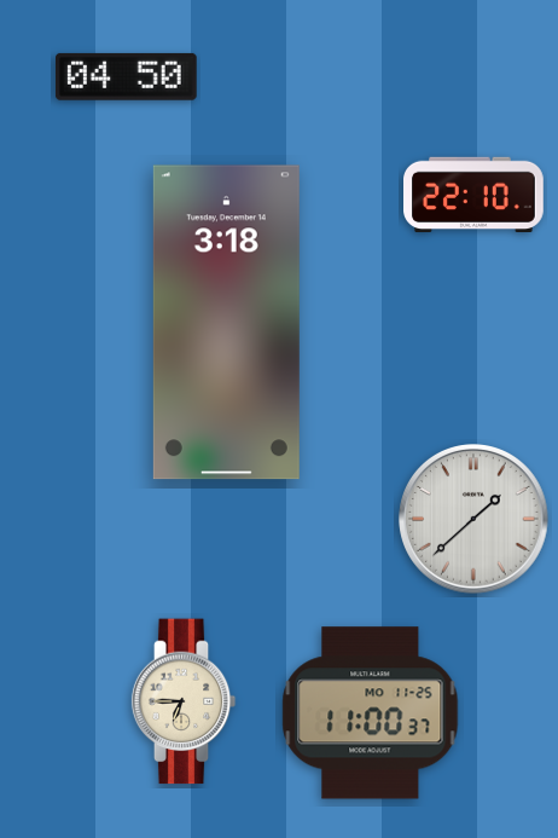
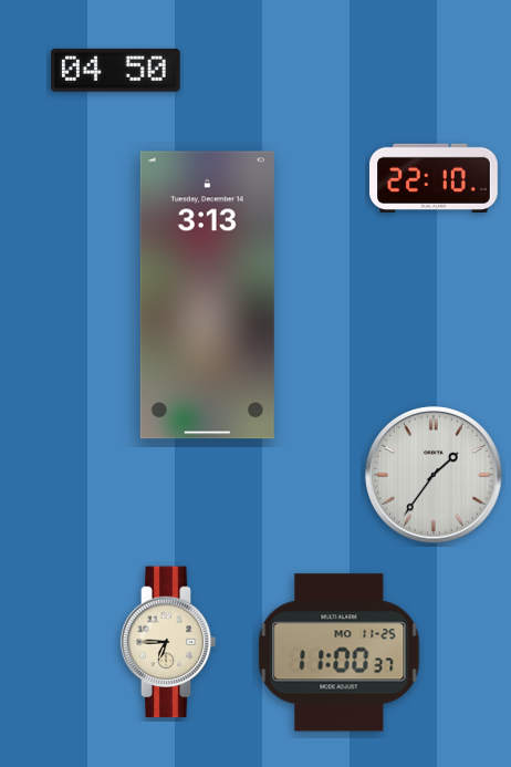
clock at (226, 323): 3:18 -> 3:13
clock at (475, 520): 1:38 -> 1:36
